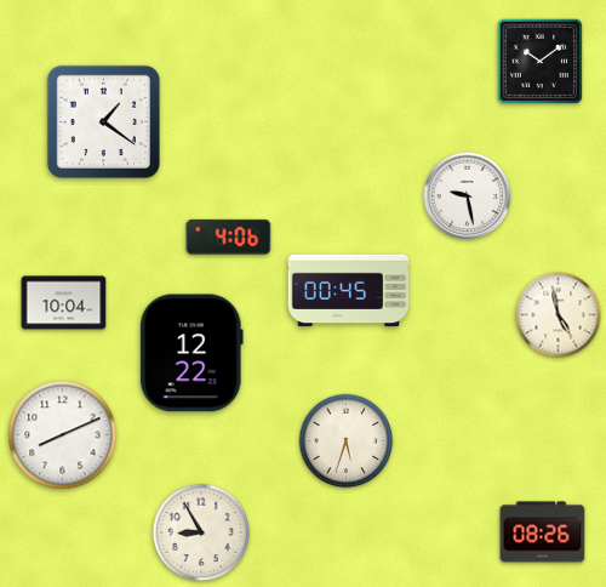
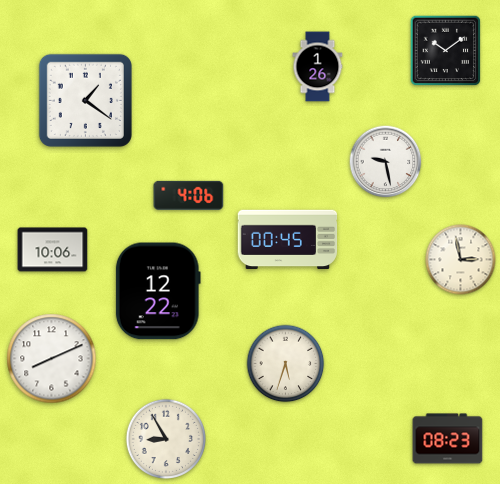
clock at (318, 67): none -> 1:26
clock at (64, 303): 10:04 -> 10:06
clock at (559, 315): 4:58 -> 2:58
clock at (543, 532): 08:26 -> 08:23
